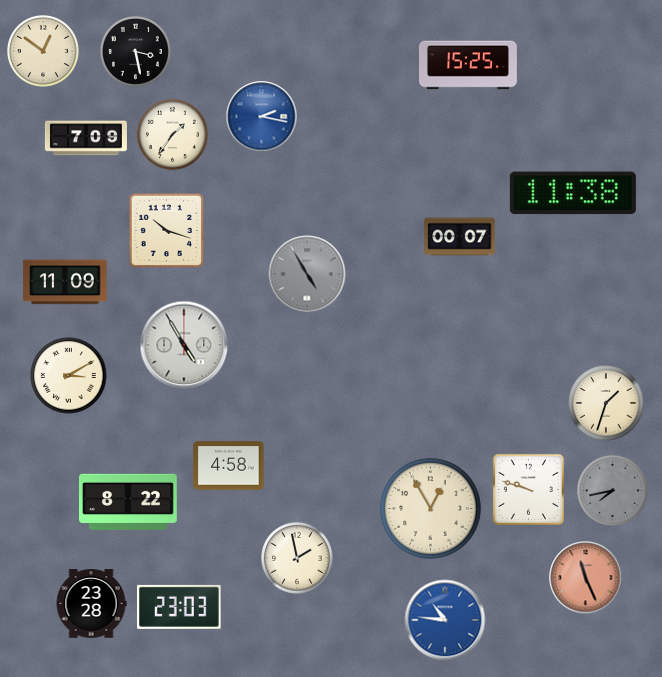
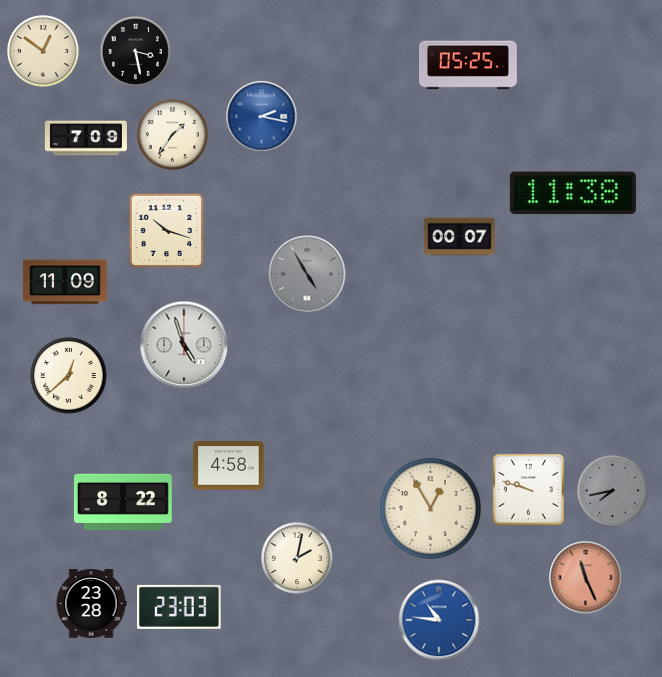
clock at (469, 65): 15:25 -> 05:25
clock at (184, 345): 4:55 -> 4:57
clock at (69, 376): 3:10 -> 12:38
clock at (606, 403): 1:33 -> none
clock at (129, 502) position: (129, 502) -> (124, 502)
clock at (298, 559): 1:58 -> 2:02
clock at (445, 620) position: (445, 620) -> (439, 620)
